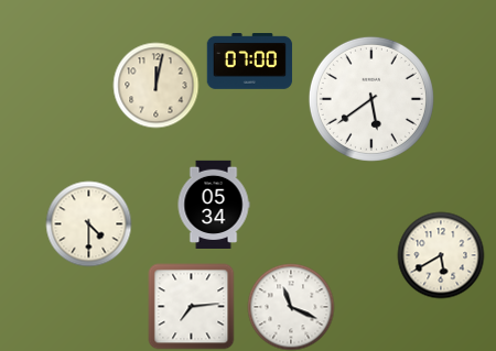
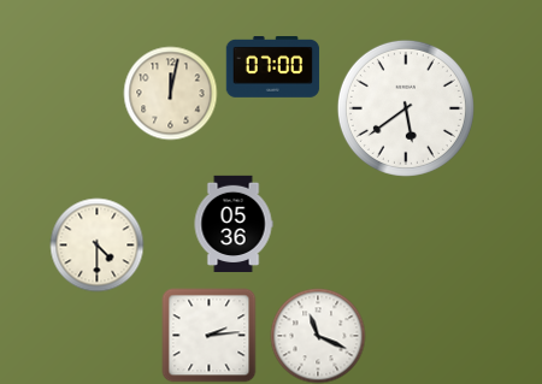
clock at (214, 204): 05:34 -> 05:36
clock at (441, 255): 5:40 -> none
clock at (191, 306): 7:14 -> 2:14
